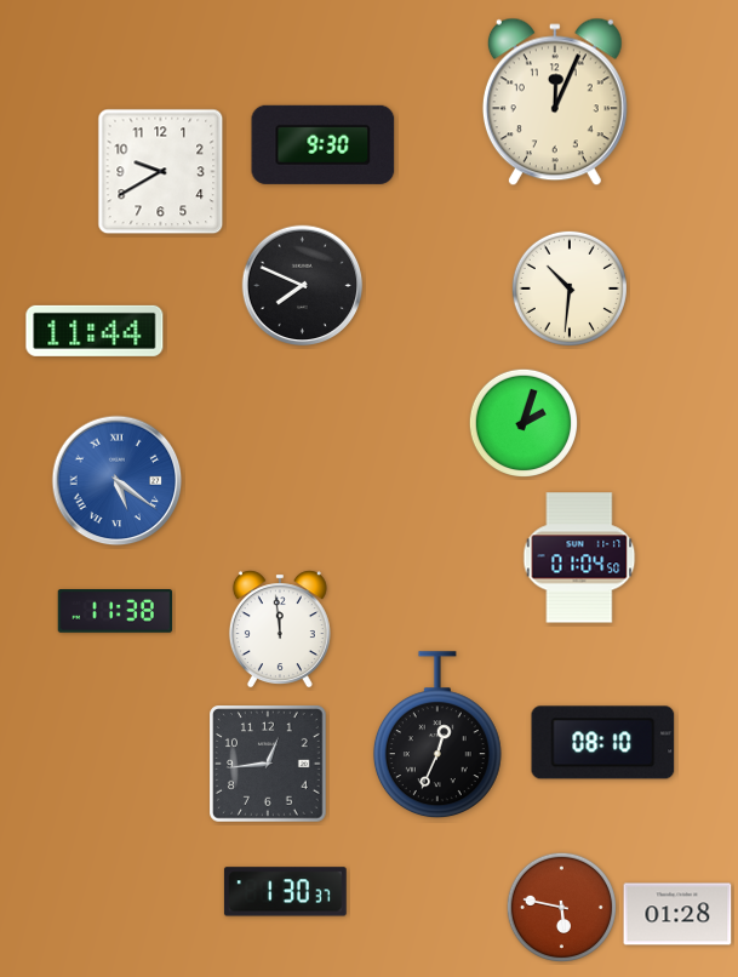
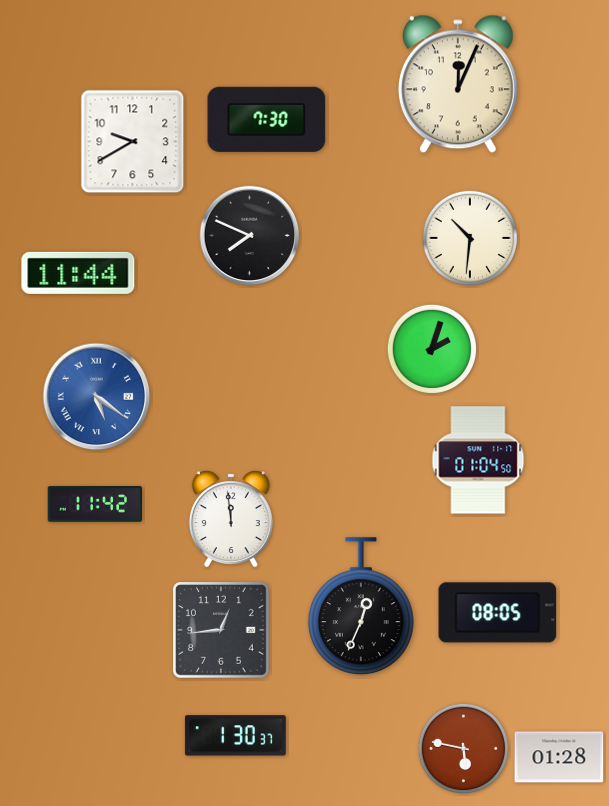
clock at (324, 144): 9:30 -> 7:30
clock at (115, 611): 11:38 -> 11:42
clock at (603, 743): 08:10 -> 08:05
clock at (677, 914) position: (677, 914) -> (559, 757)
